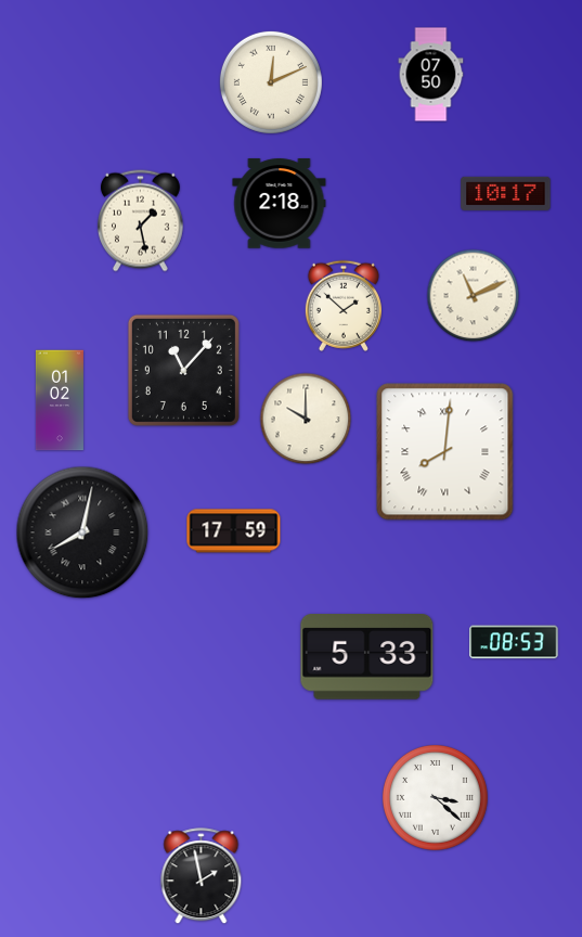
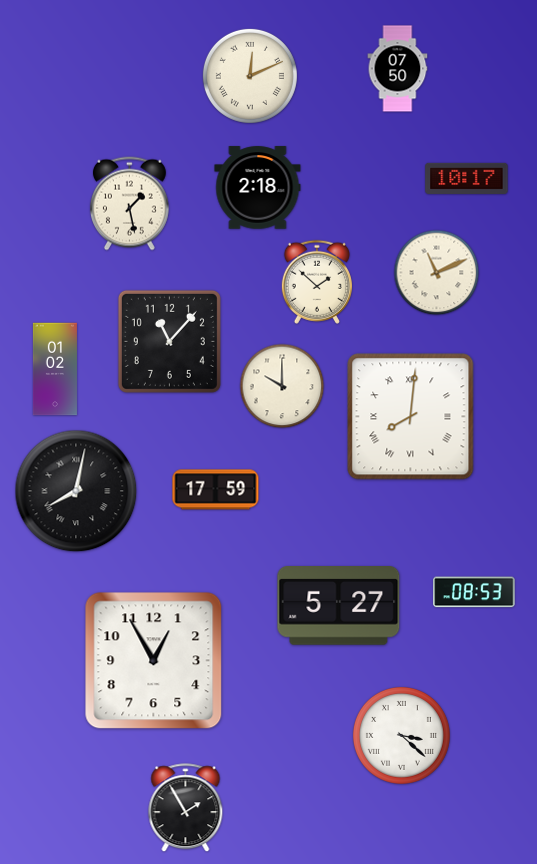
clock at (367, 657): 5:33 -> 5:27
clock at (154, 661): none -> 12:55
clock at (202, 876): 1:58 -> 1:55
